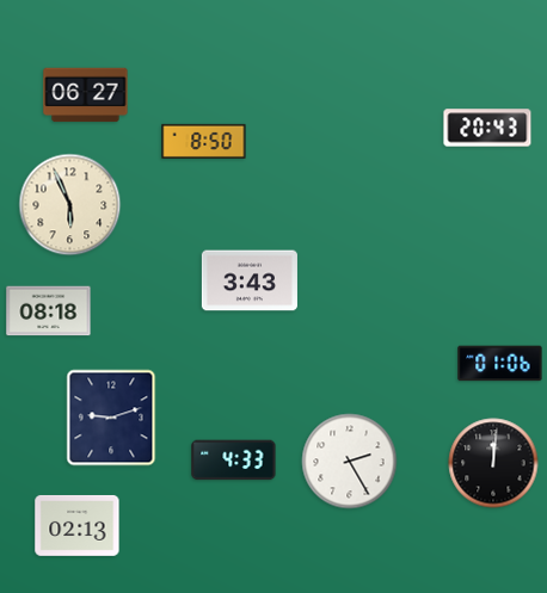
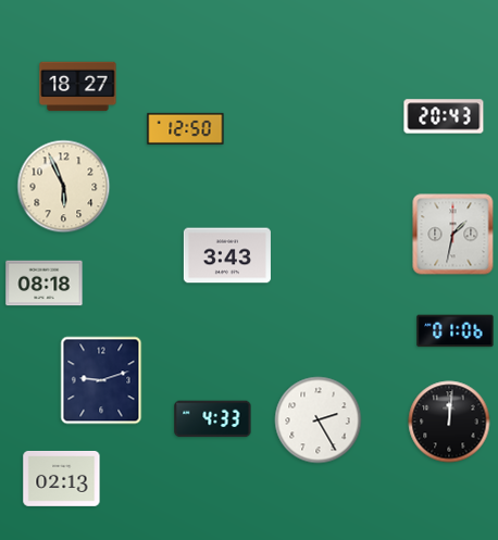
clock at (86, 95): 06:27 -> 18:27
clock at (204, 141): 8:50 -> 12:50
clock at (453, 235): none -> 1:32
clock at (78, 525) position: (78, 525) -> (62, 478)
